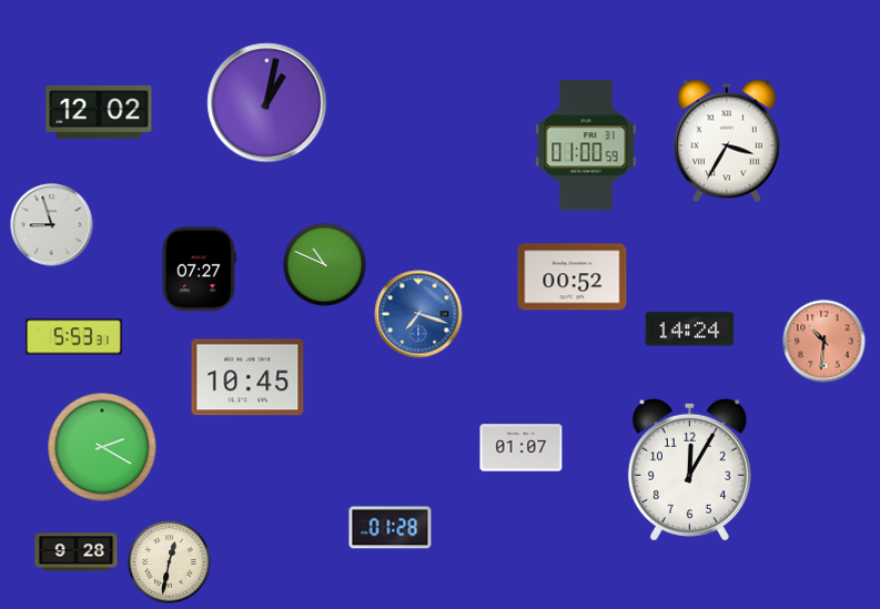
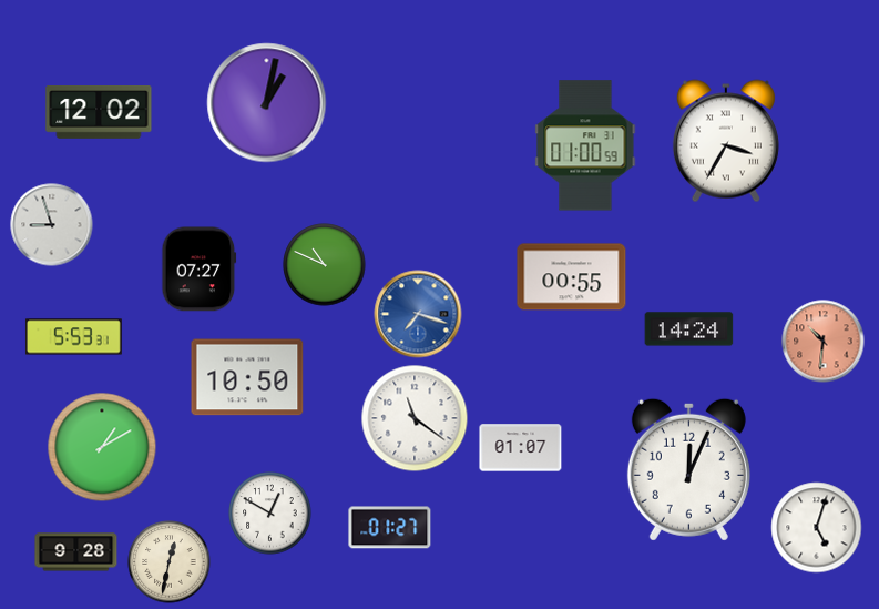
clock at (573, 277): 00:52 -> 00:55
clock at (247, 377): 10:45 -> 10:50
clock at (415, 418): none -> 11:21
clock at (102, 447): 2:20 -> 1:10
clock at (689, 469): 12:05 -> 12:04
clock at (270, 514): none -> 12:50
clock at (391, 528): 01:28 -> 01:27
clock at (817, 528): none -> 5:03
